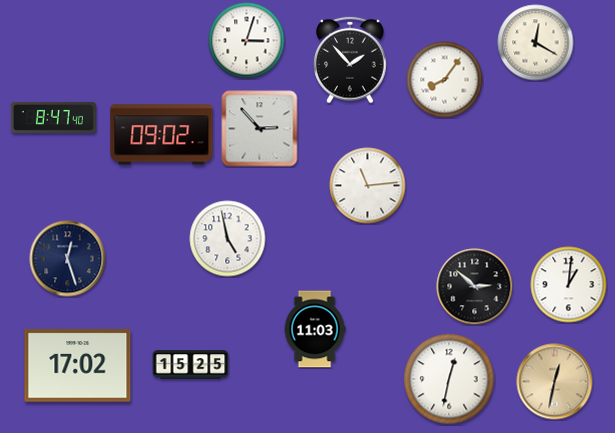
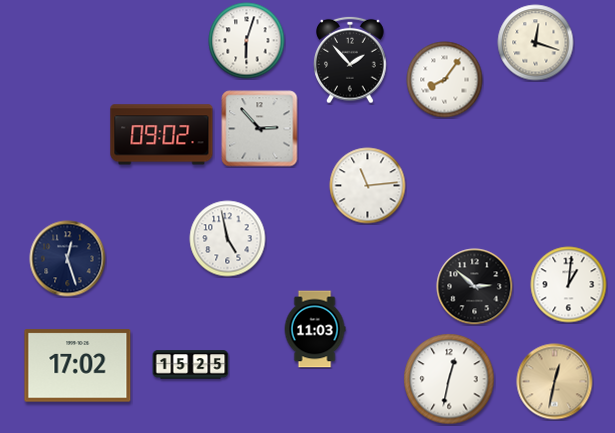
clock at (247, 41): 3:03 -> 6:03
clock at (536, 43): 12:20 -> 12:18
clock at (53, 117): 8:47 -> none
